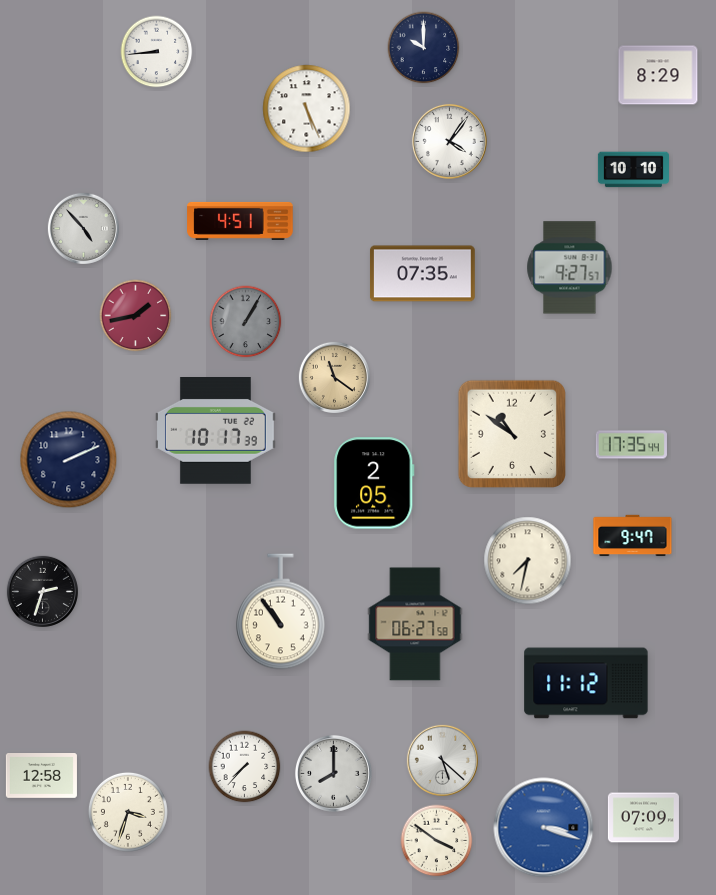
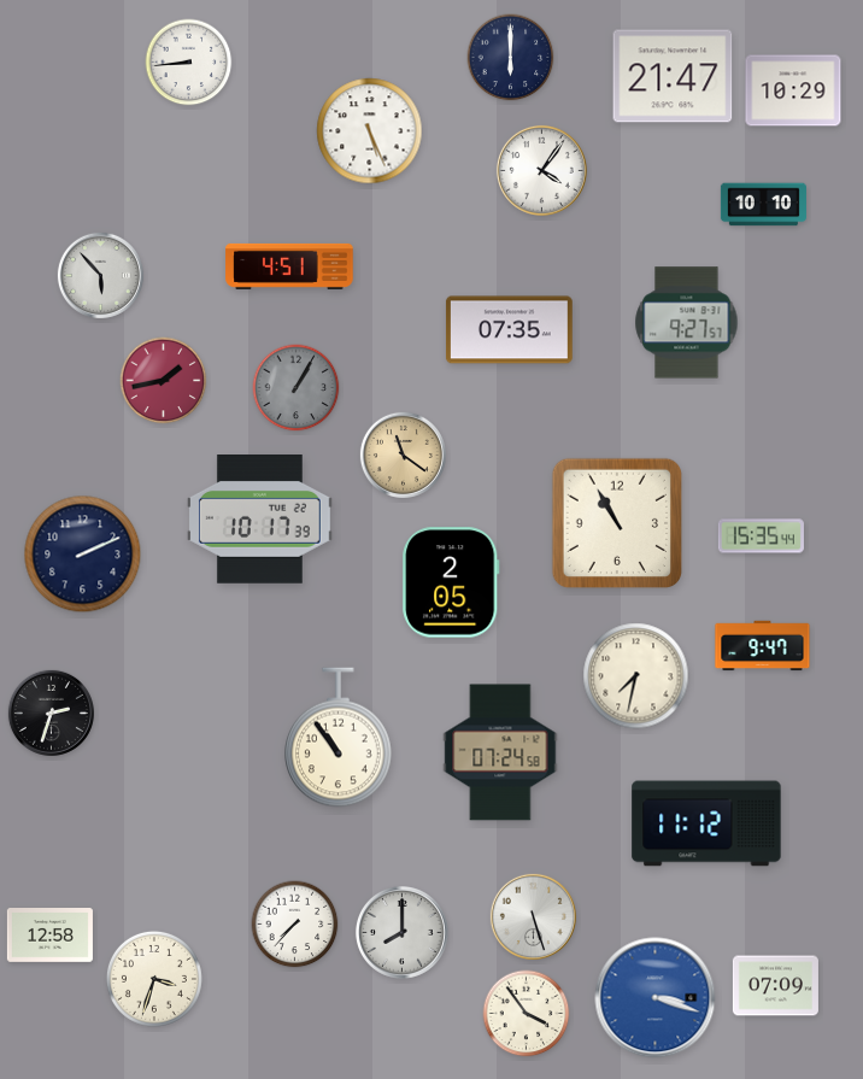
clock at (424, 48): 10:00 -> 6:00
clock at (673, 76): none -> 21:47
clock at (658, 75): 8:29 -> 10:29
clock at (83, 228): 4:53 -> 5:53
clock at (511, 433): 10:51 -> 10:55
clock at (631, 445): 17:35 -> 15:35
clock at (415, 624): 06:27 -> 07:24
clock at (442, 760): 5:22 -> 5:27
clock at (437, 841): 3:51 -> 3:54
